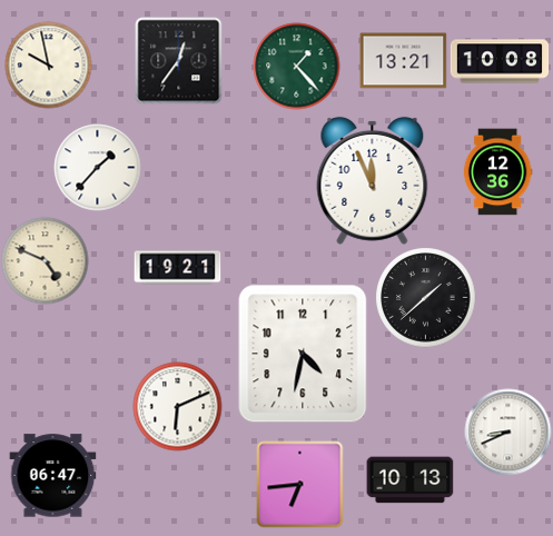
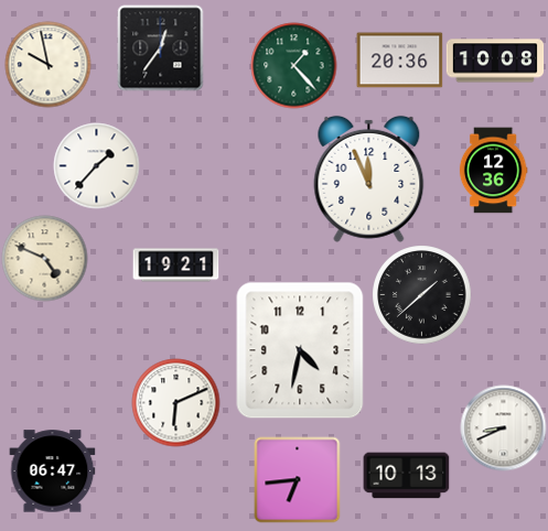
clock at (178, 60) position: (178, 60) -> (160, 47)
clock at (403, 61): 13:21 -> 20:36
